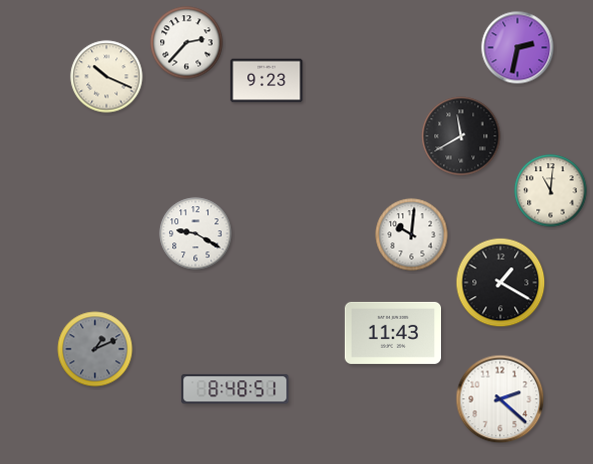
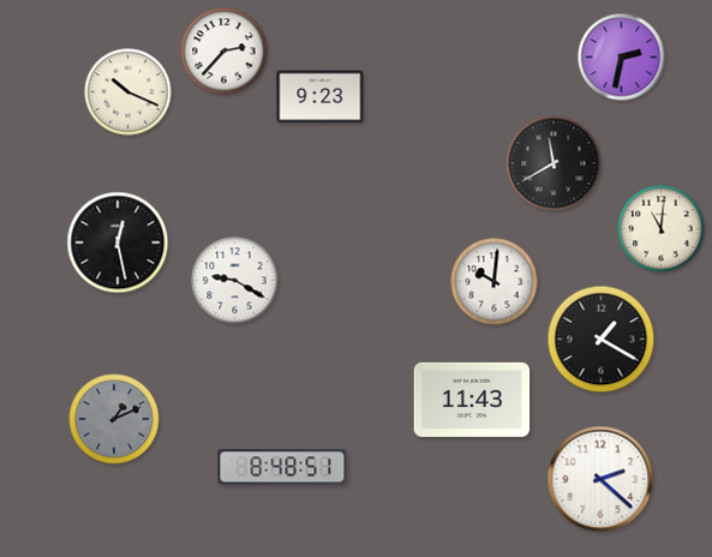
clock at (118, 242): none -> 12:28
